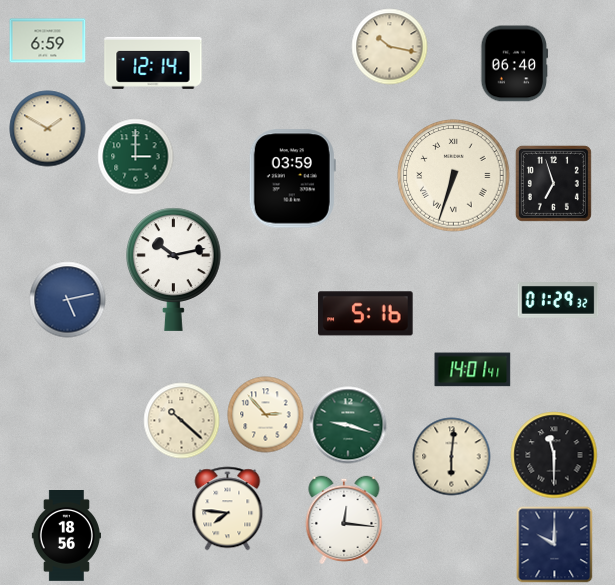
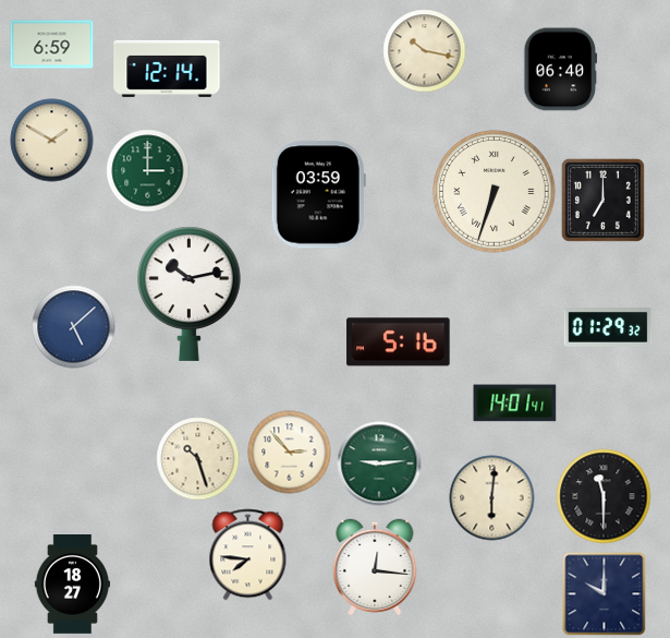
clock at (553, 183): 6:57 -> 7:00
clock at (68, 300): 5:13 -> 5:08
clock at (182, 421): 10:22 -> 10:27
clock at (348, 425): 9:18 -> 9:14
clock at (66, 536): 18:56 -> 18:27
